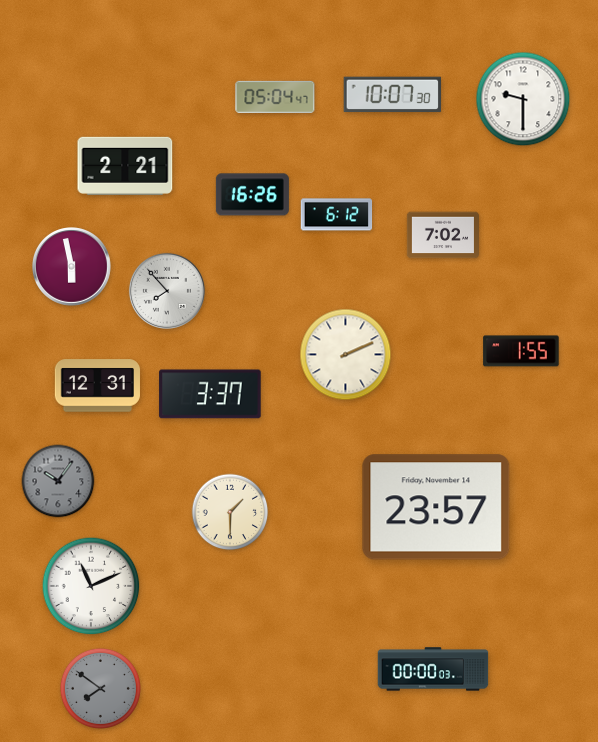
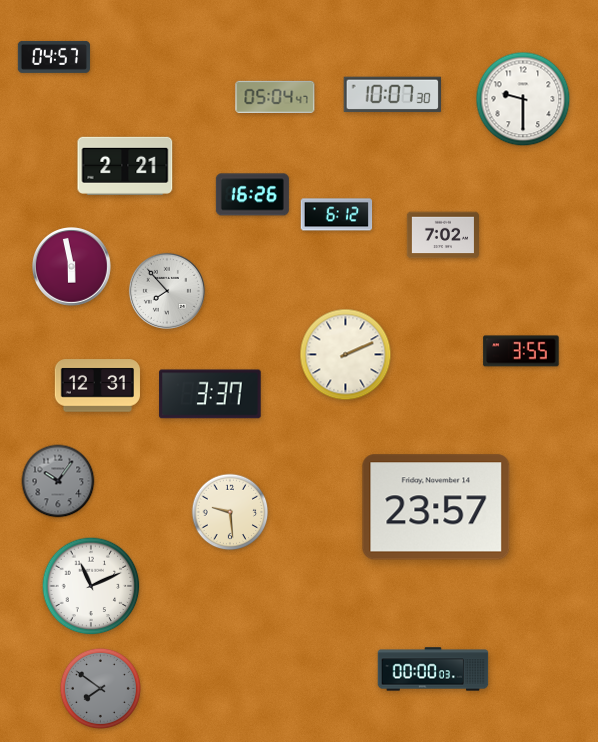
clock at (54, 57): none -> 04:57
clock at (521, 351): 1:55 -> 3:55
clock at (230, 512): 1:30 -> 9:29
